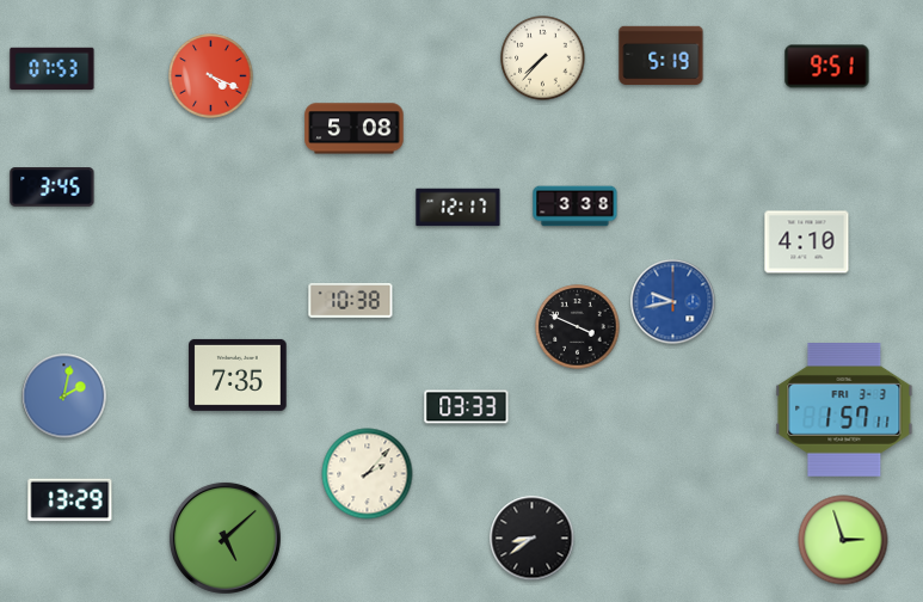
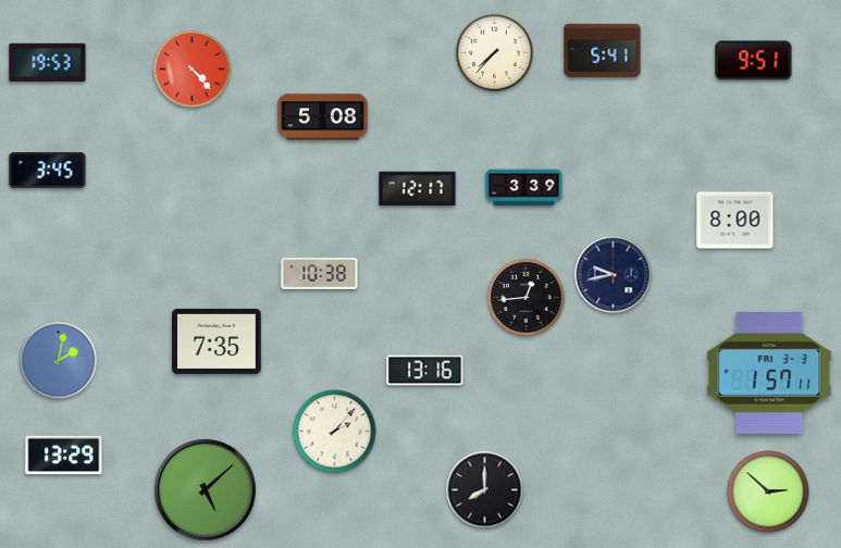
clock at (662, 56): 5:19 -> 5:41
clock at (53, 69): 07:53 -> 19:53
clock at (211, 76): 4:19 -> 4:23
clock at (576, 207): 3:38 -> 3:39
clock at (807, 242): 4:10 -> 8:00
clock at (673, 302) dial: blue -> navy
clock at (578, 327): 3:49 -> 12:44
clock at (467, 407): 03:33 -> 13:16
clock at (533, 539): 8:39 -> 8:00
clock at (843, 540): 2:57 -> 2:52
